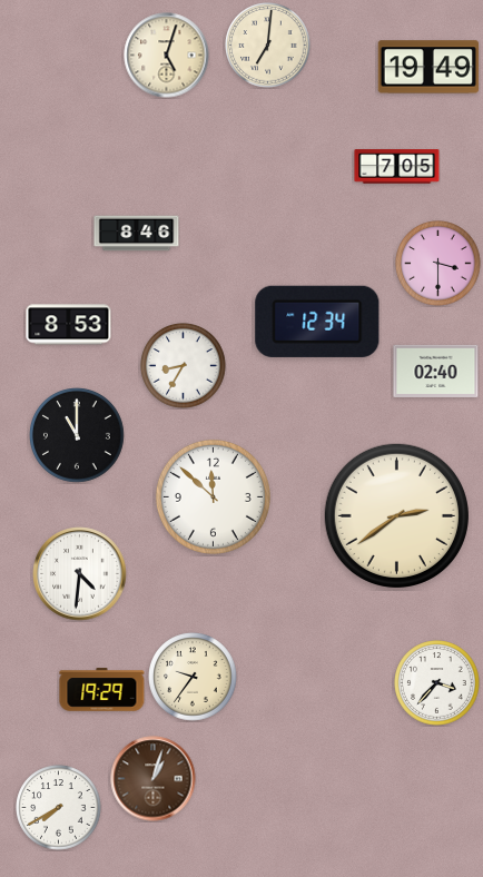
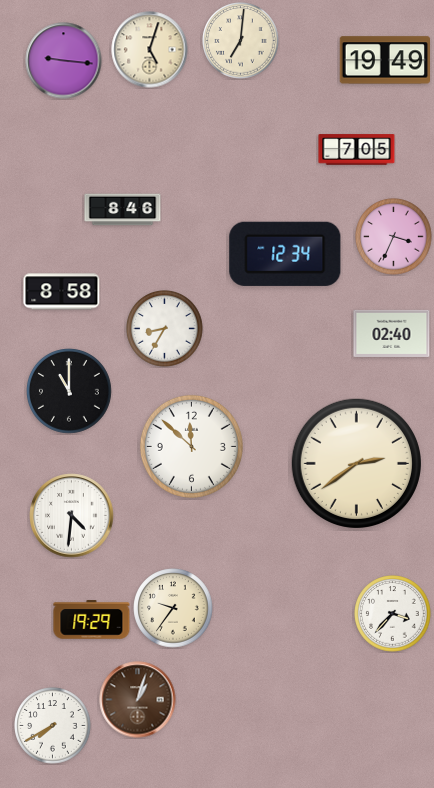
clock at (64, 61): none -> 9:16
clock at (438, 264): 3:30 -> 3:34
clock at (317, 322) position: (317, 322) -> (285, 254)
clock at (69, 325): 8:53 -> 8:58
